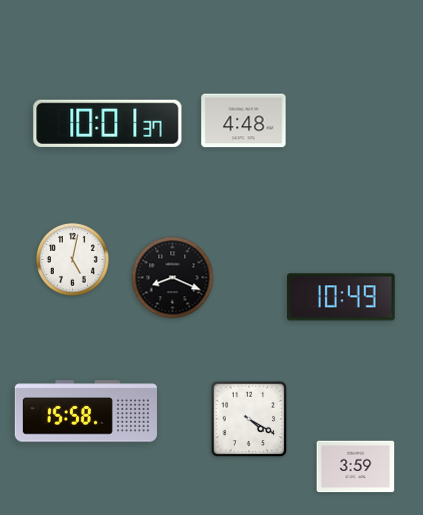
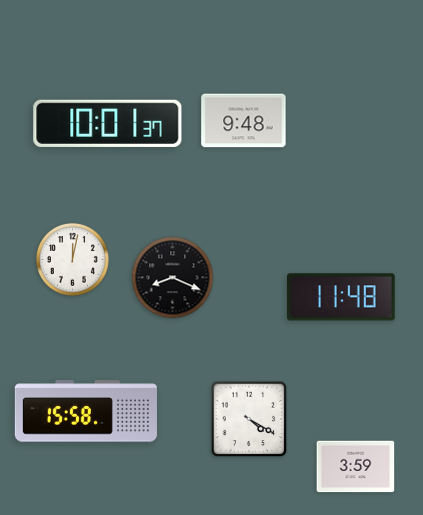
clock at (244, 121): 4:48 -> 9:48
clock at (73, 260): 5:02 -> 12:02
clock at (341, 297): 10:49 -> 11:48
